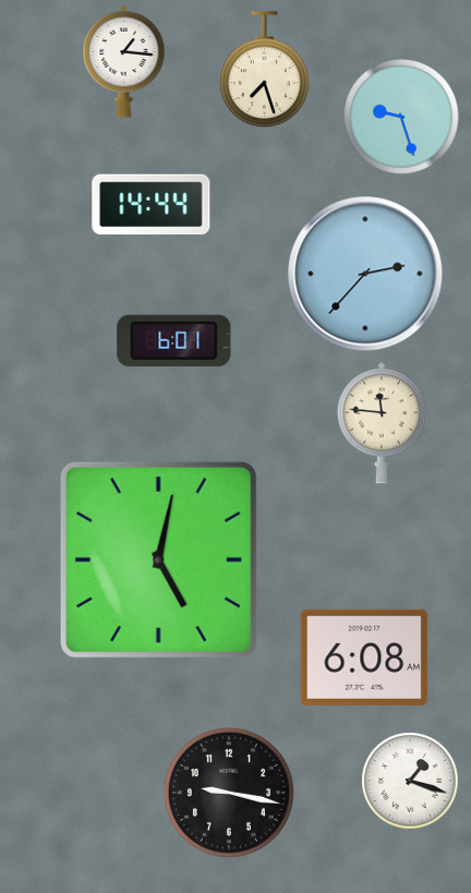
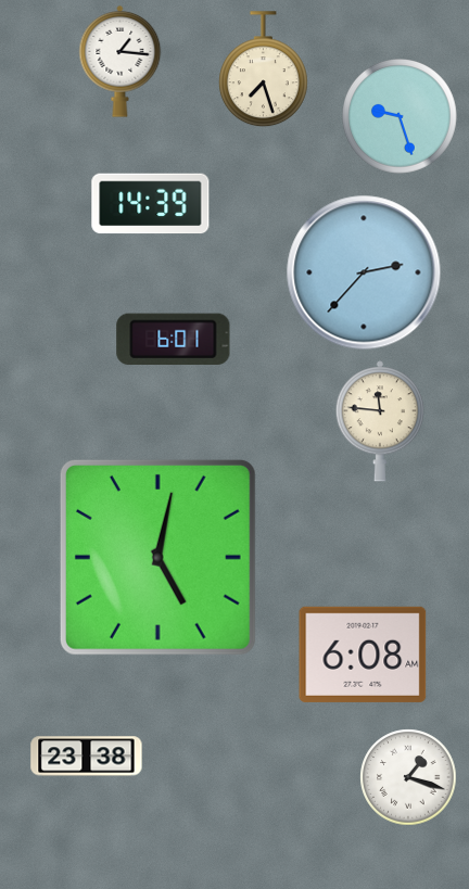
clock at (124, 62) position: (124, 62) -> (121, 62)
clock at (152, 205): 14:44 -> 14:39
clock at (87, 757): none -> 23:38
clock at (229, 793): 9:17 -> none
